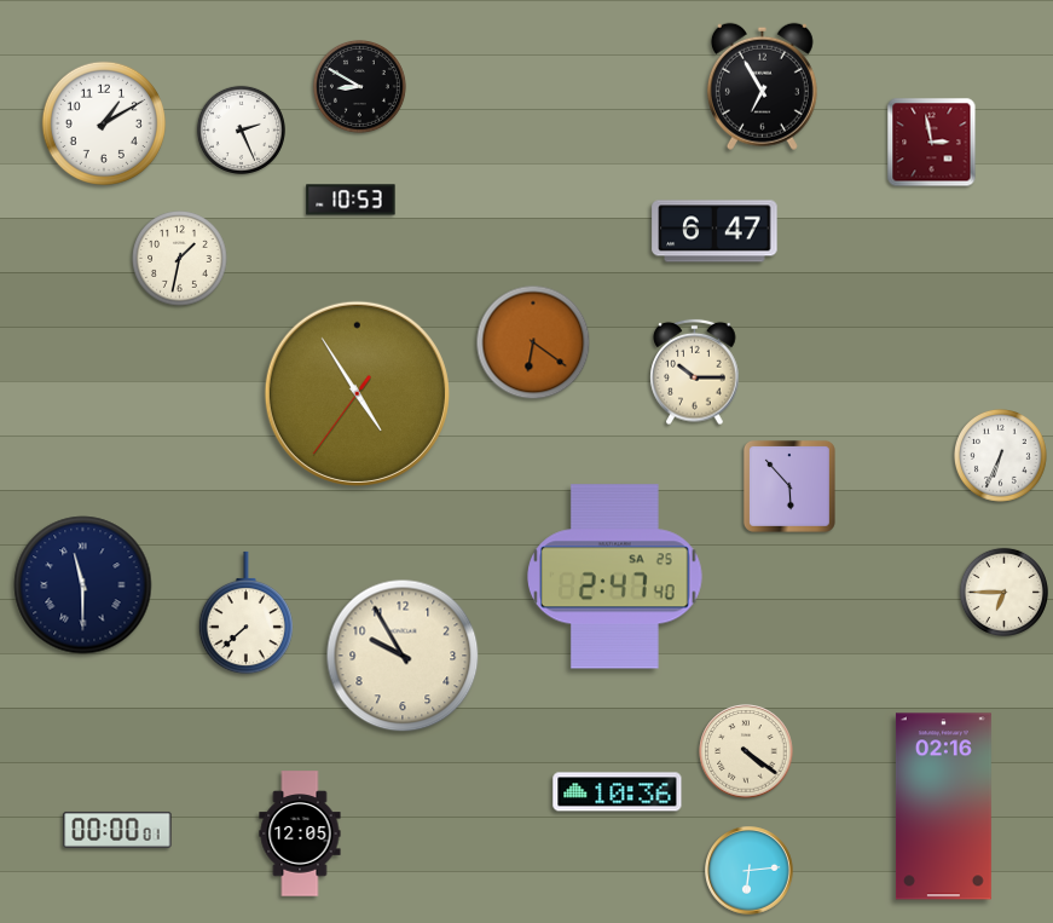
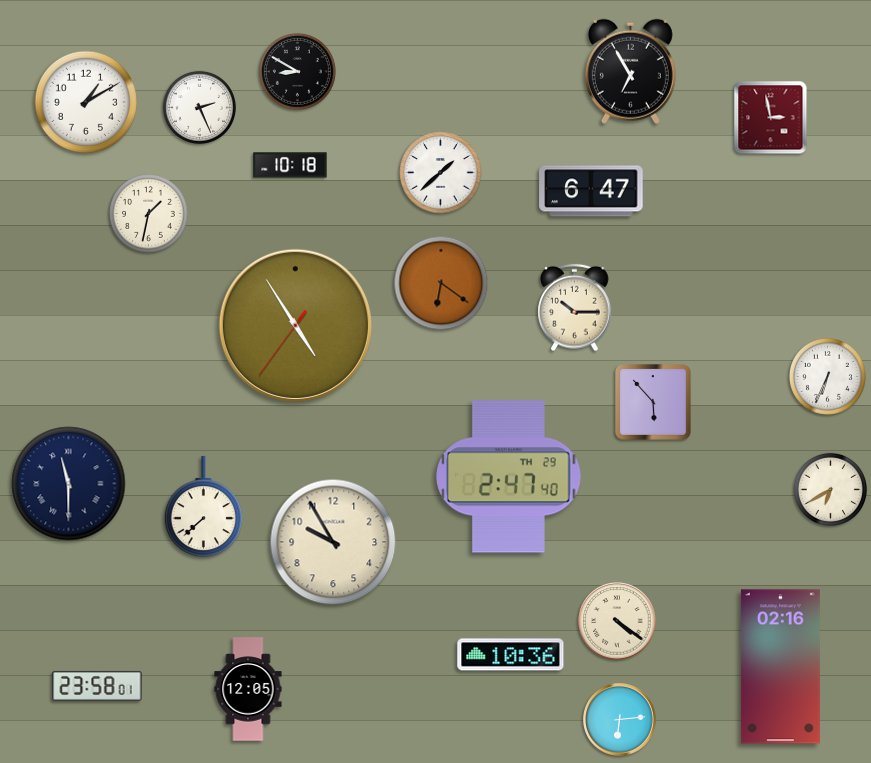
clock at (351, 200): 10:53 -> 10:18
clock at (441, 173): none -> 1:38
clock at (615, 577) date: SA 25 -> TH 29
clock at (1003, 592): 6:45 -> 6:40
clock at (117, 830): 00:00 -> 23:58
